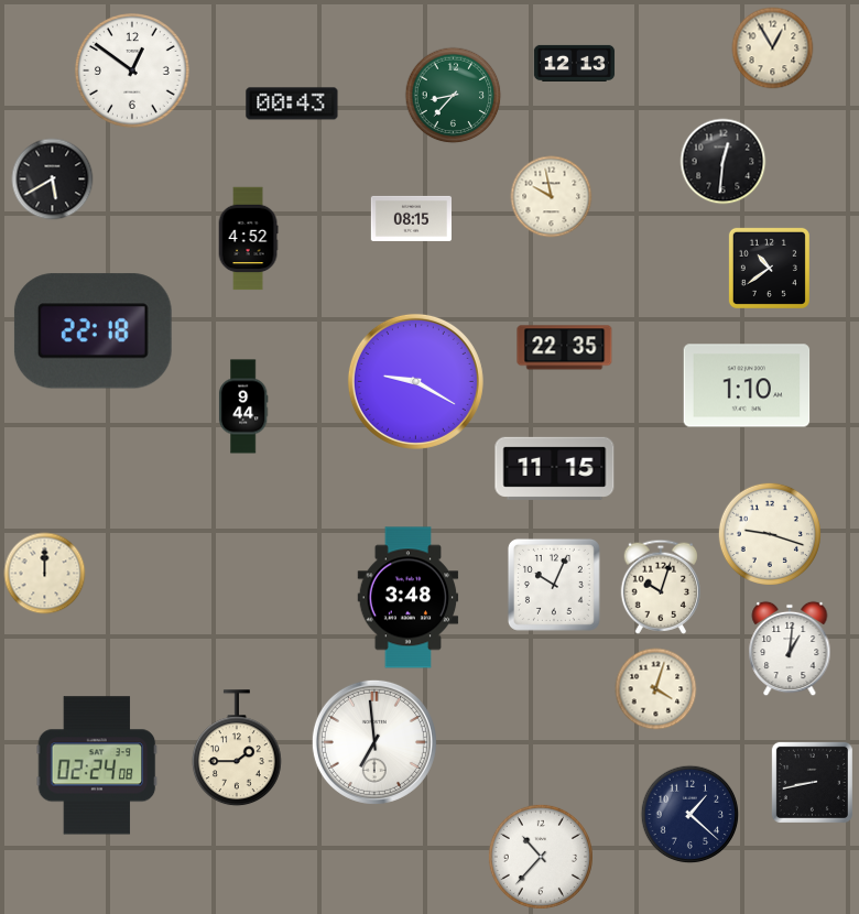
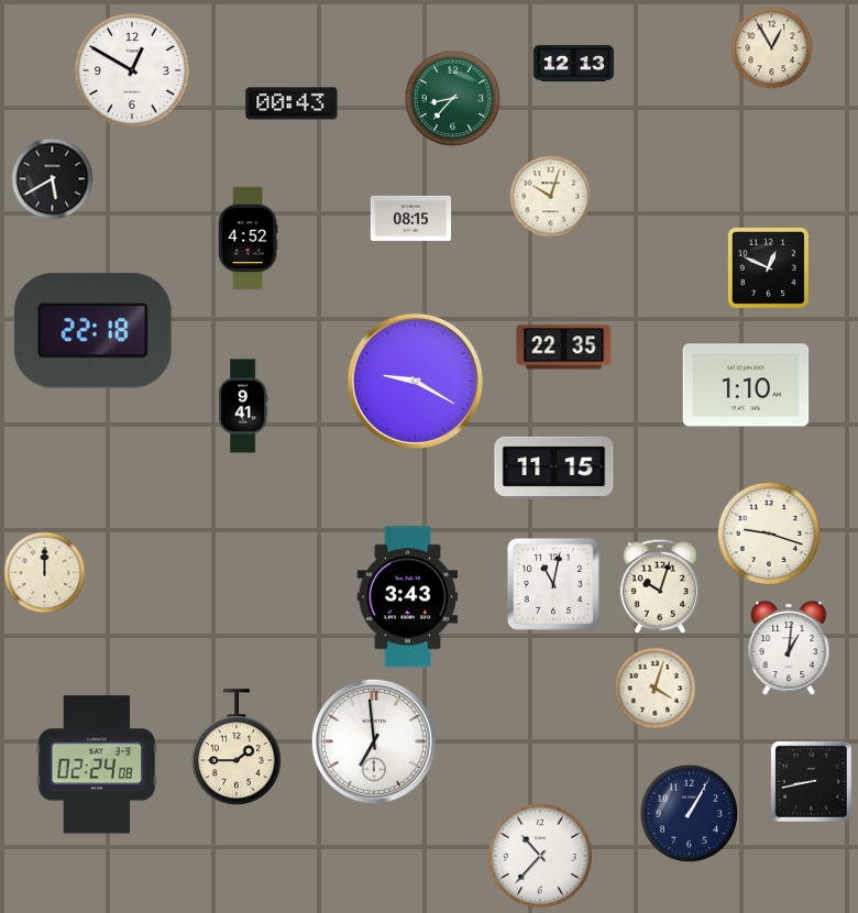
clock at (133, 72): 12:51 -> 12:50
clock at (454, 96) position: (454, 96) -> (453, 99)
clock at (724, 162): 12:31 -> none
clock at (552, 197): 9:58 -> 10:03
clock at (769, 268): 10:39 -> 12:49
clock at (243, 406): 9:44 -> 9:41
clock at (554, 585): 10:04 -> 11:02
clock at (409, 598): 3:48 -> 3:43
clock at (691, 815): 1:22 -> 1:05
